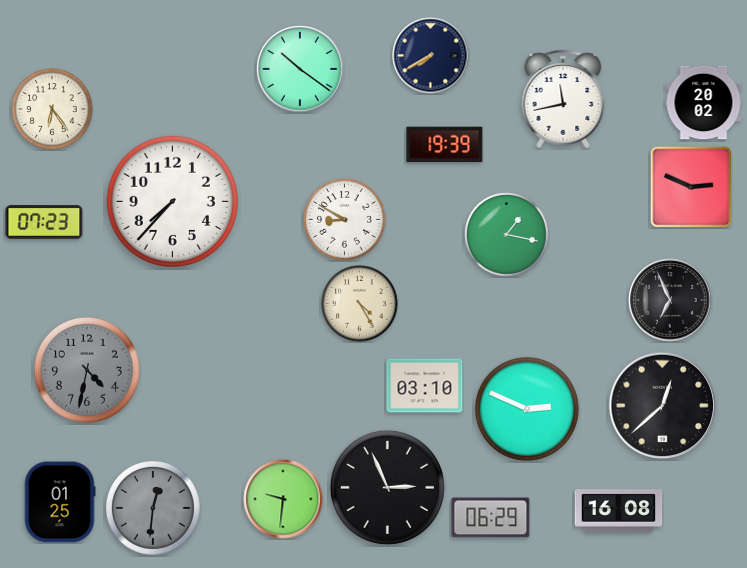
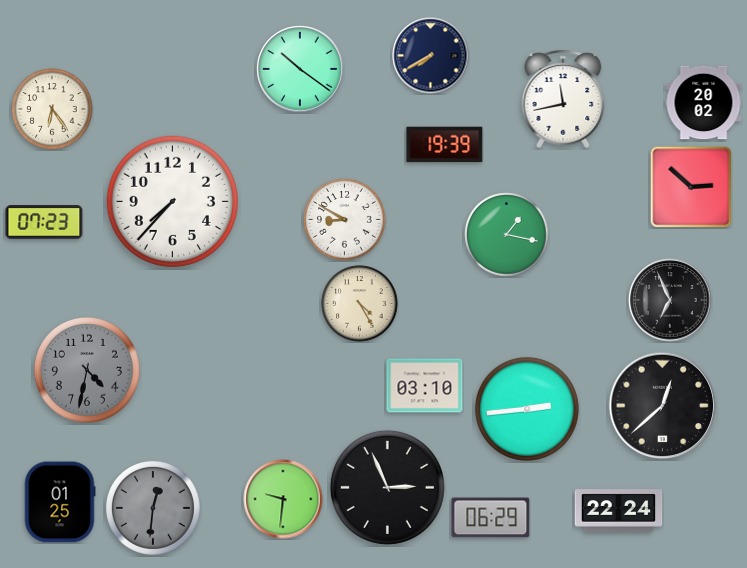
clock at (691, 187): 2:49 -> 2:52
clock at (527, 409): 2:49 -> 2:44
clock at (619, 511): 16:08 -> 22:24
